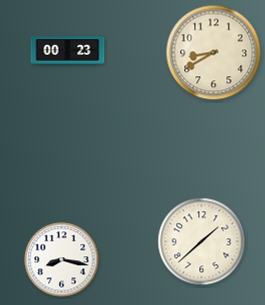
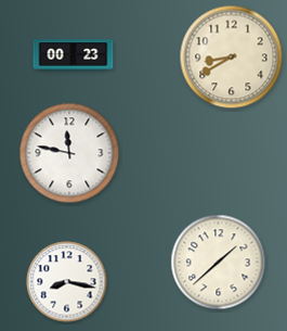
clock at (69, 153): none -> 11:47
